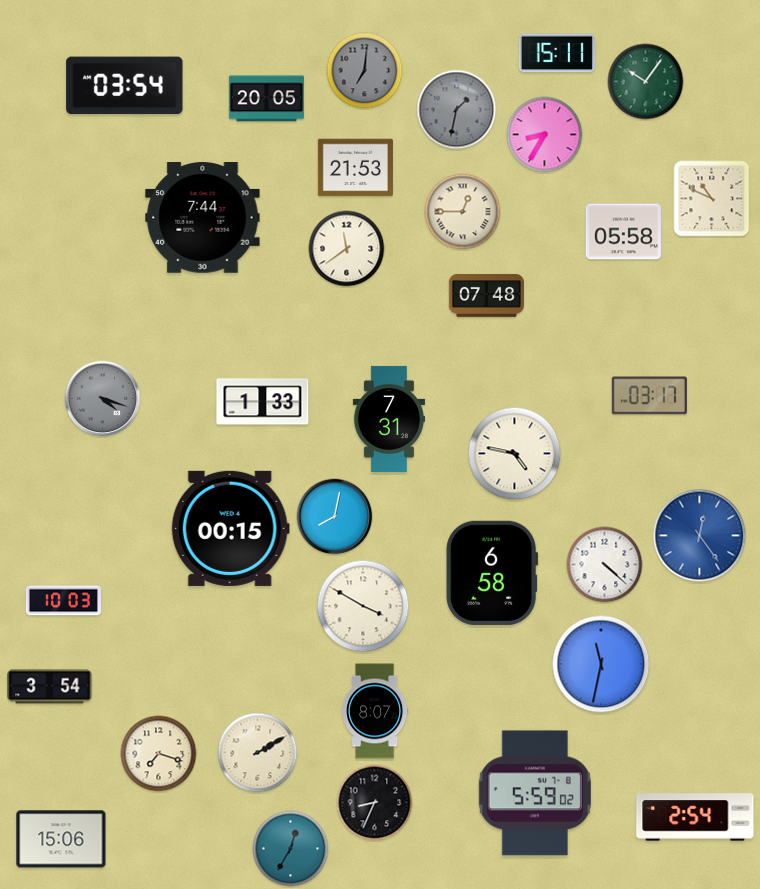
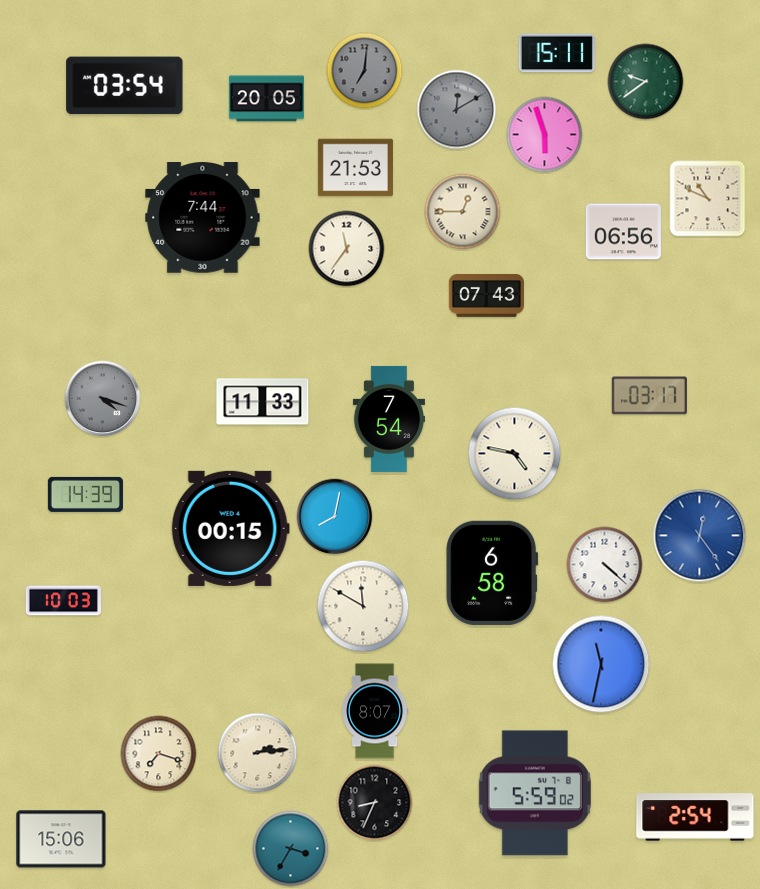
clock at (646, 82): 10:06 -> 9:39
clock at (457, 110): 1:32 -> 12:10
clock at (545, 135): 8:35 -> 5:57
clock at (712, 199) position: (712, 199) -> (708, 199)
clock at (623, 232): 05:58 -> 06:56
clock at (347, 249): 11:39 -> 11:36
clock at (486, 296): 07:48 -> 07:43
clock at (263, 402): 1:33 -> 11:33
clock at (389, 419): 7:31 -> 7:54
clock at (85, 494): none -> 14:39
clock at (363, 606): 3:50 -> 11:50
clock at (50, 687): 3:54 -> none
clock at (258, 753): 2:10 -> 2:14
clock at (291, 849): 12:35 -> 3:35
